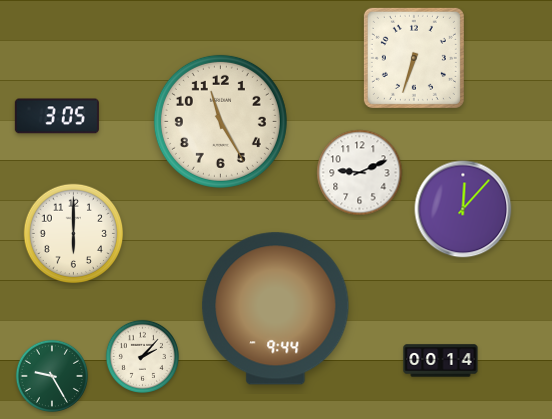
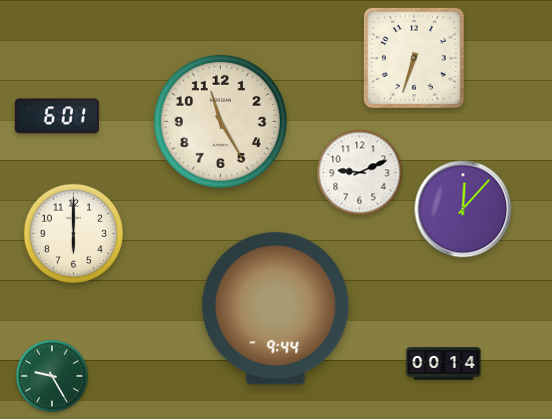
clock at (57, 116): 3:05 -> 6:01
clock at (142, 356): 2:07 -> none
clock at (441, 361) position: (441, 361) -> (444, 364)
